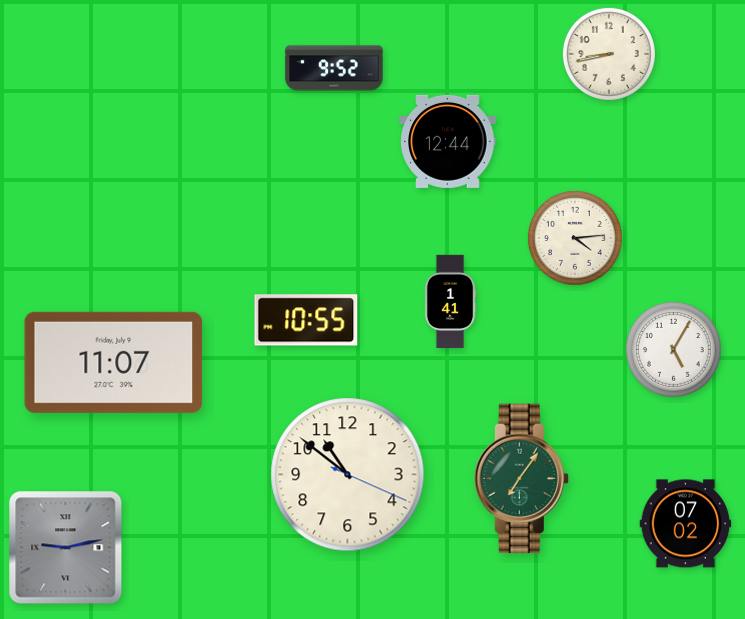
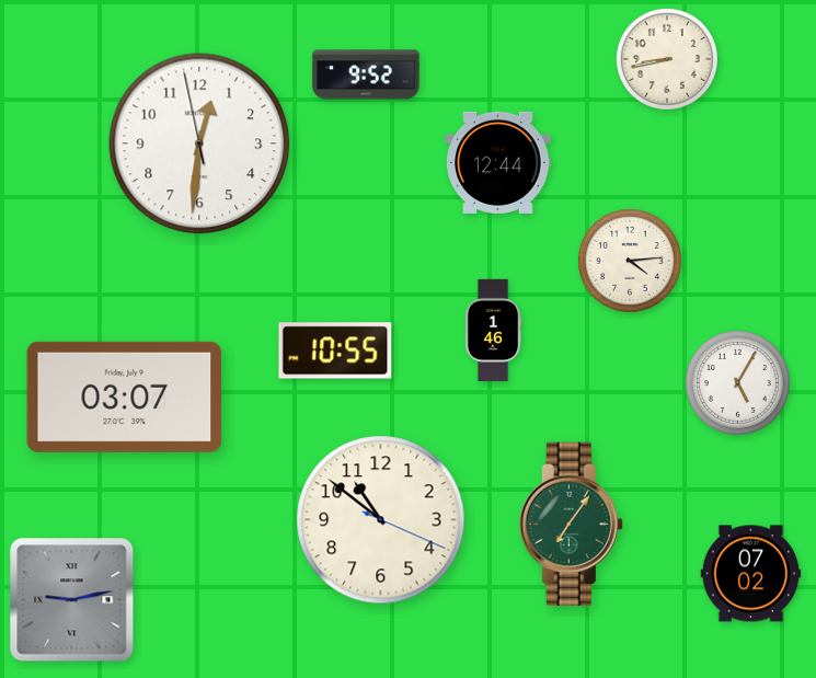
clock at (199, 143): none -> 12:30
clock at (448, 141) position: (448, 141) -> (498, 162)
clock at (450, 301): 1:41 -> 1:46
clock at (114, 362): 11:07 -> 03:07
